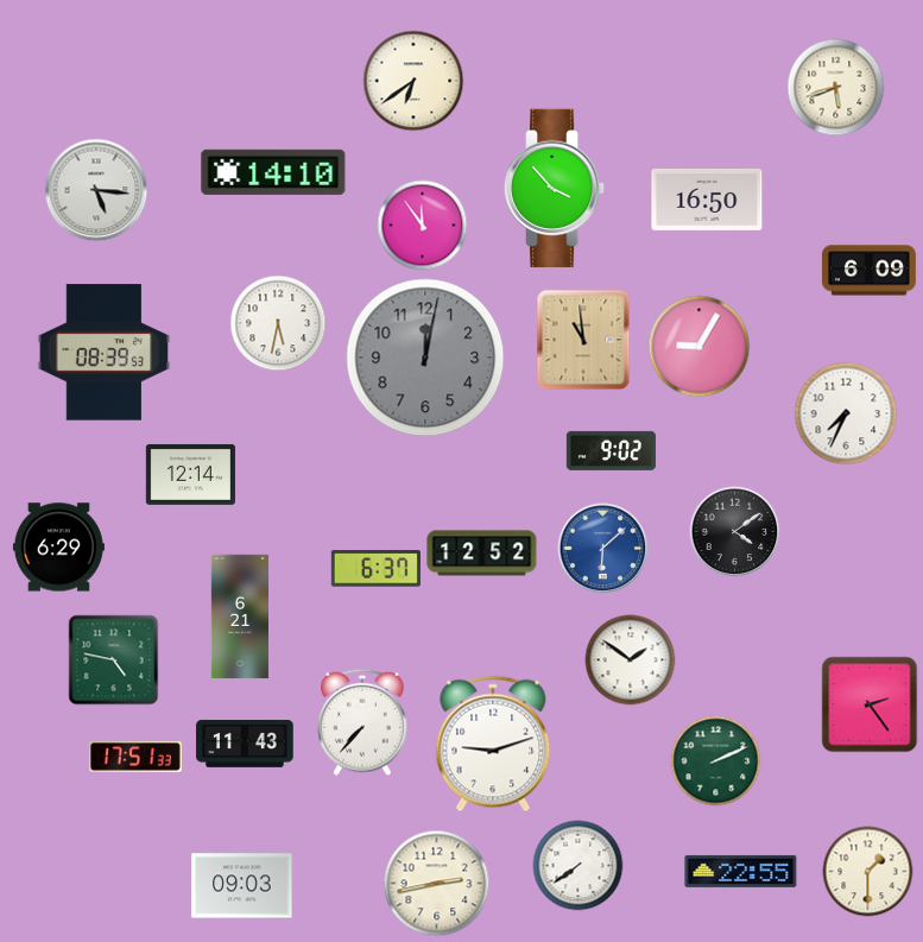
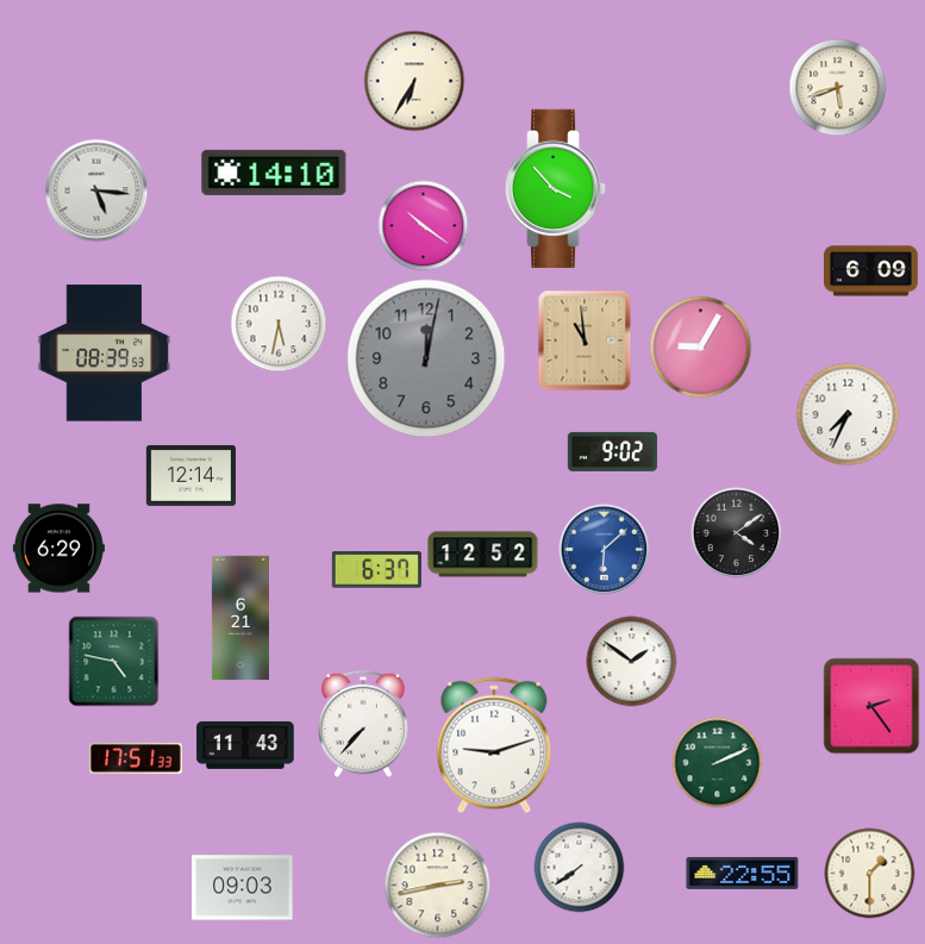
clock at (413, 81): 6:39 -> 6:35
clock at (707, 200): 16:50 -> none
clock at (423, 226): 11:54 -> 10:21
